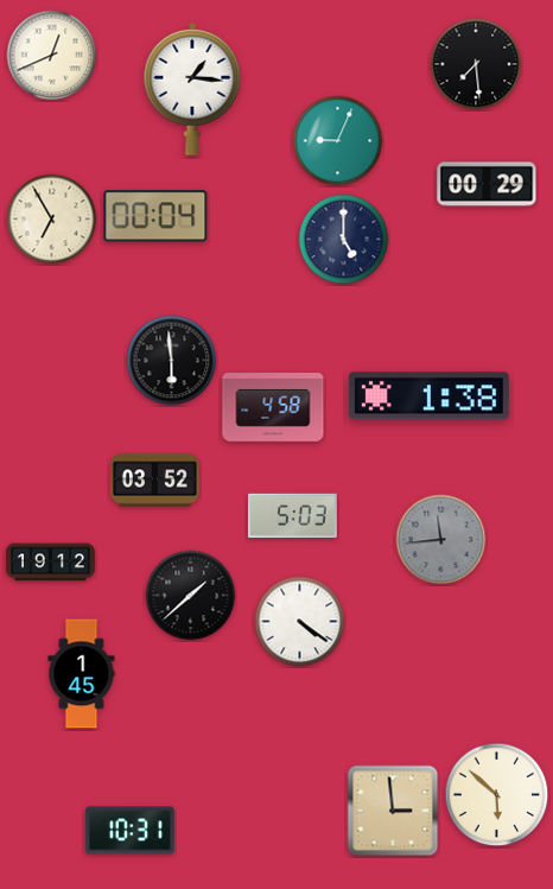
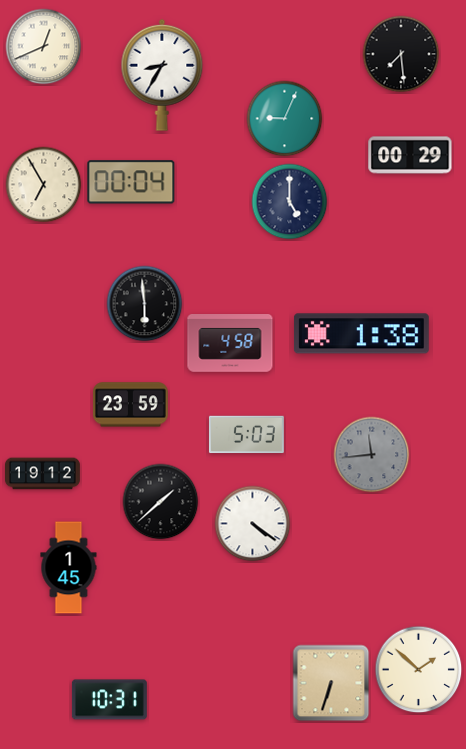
clock at (192, 89): 1:16 -> 8:35
clock at (154, 481): 03:52 -> 23:59
clock at (497, 795): 5:52 -> 1:52
clock at (393, 811): 2:59 -> 6:33
